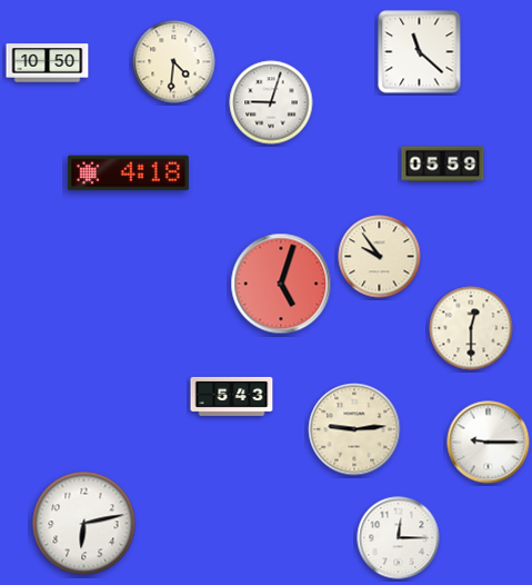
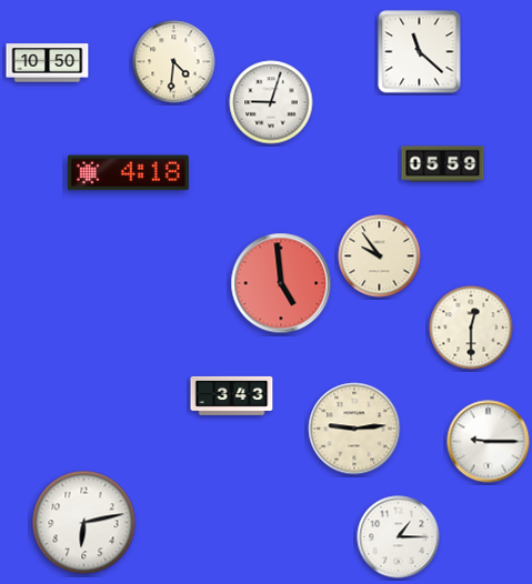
clock at (281, 284): 5:03 -> 4:59
clock at (232, 396): 5:43 -> 3:43
clock at (399, 538): 12:15 -> 1:15
